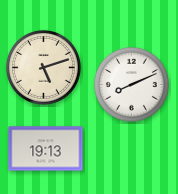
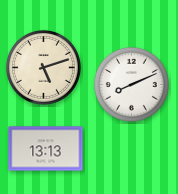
clock at (46, 149): 19:13 -> 13:13
